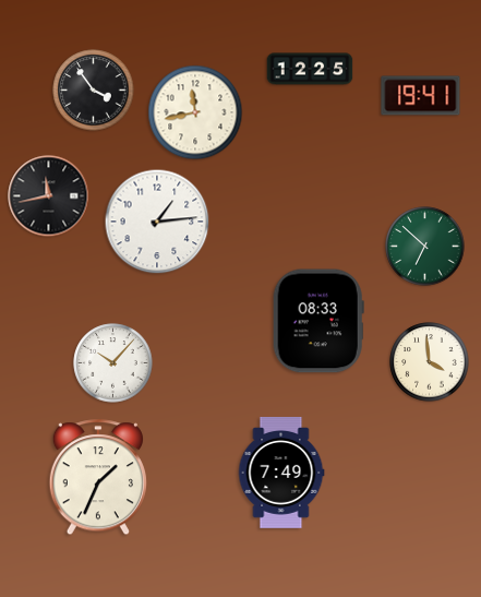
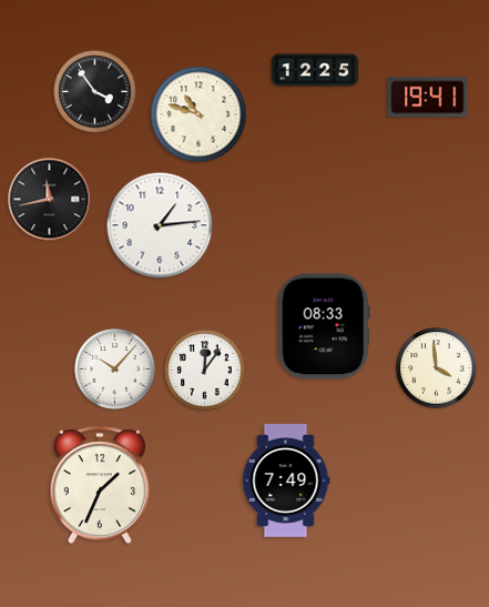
clock at (195, 112): 11:43 -> 10:48
clock at (425, 247): 6:52 -> none
clock at (205, 371): none -> 12:06
